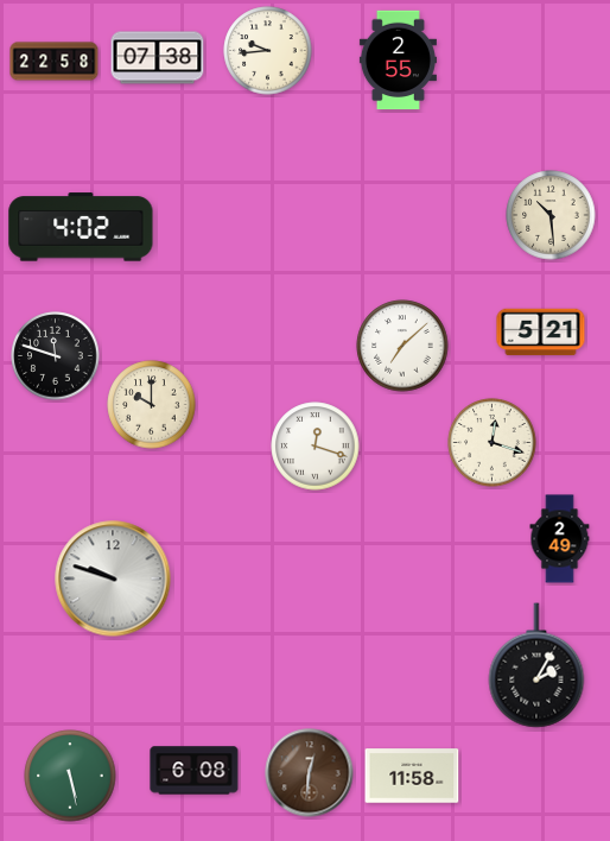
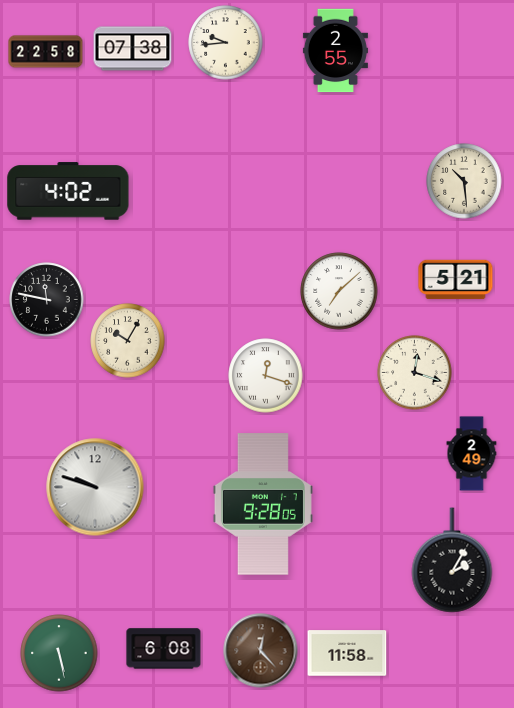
clock at (56, 356): 11:48 -> 11:47
clock at (152, 405): 10:00 -> 10:05
clock at (263, 504): none -> 9:28
clock at (310, 773): 12:31 -> 12:23
